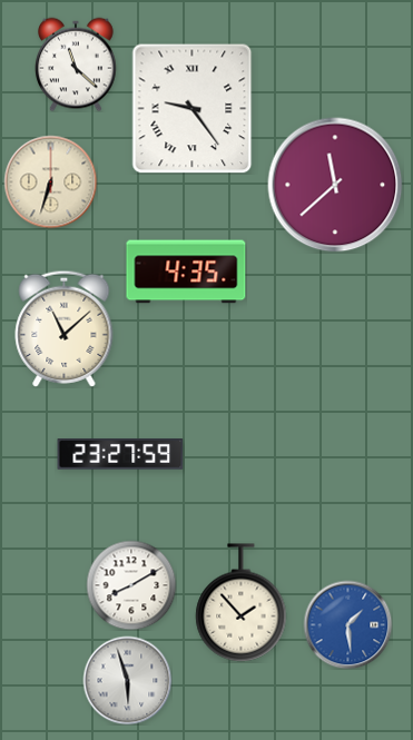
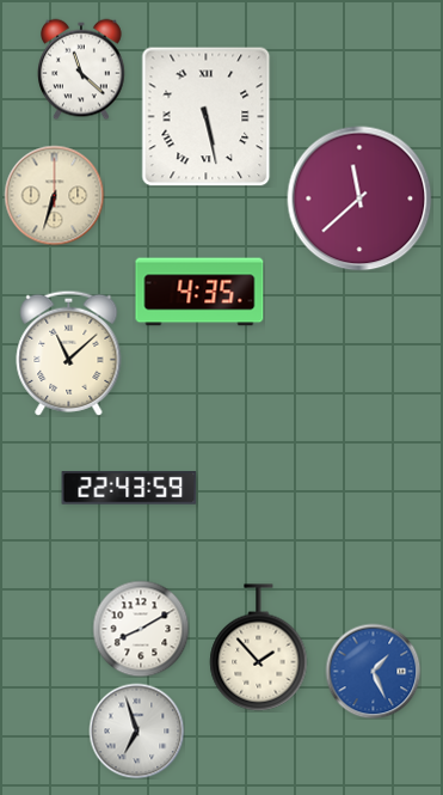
clock at (193, 109): 9:24 -> 5:28
clock at (120, 454): 23:27 -> 22:43
clock at (347, 624): 1:29 -> 1:26
clock at (127, 680): 5:57 -> 6:57
